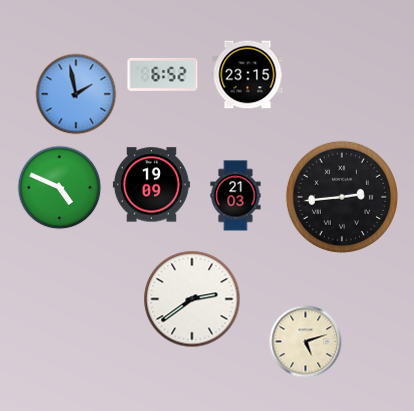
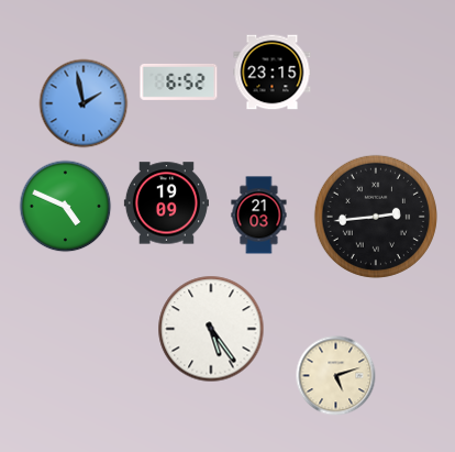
clock at (248, 75) position: (248, 75) -> (273, 73)
clock at (192, 299): 2:39 -> 5:24
